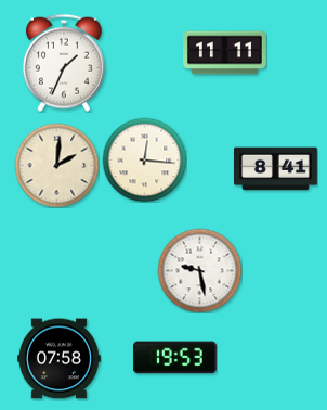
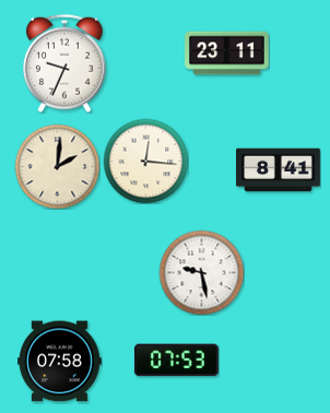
clock at (225, 53): 11:11 -> 23:11
clock at (64, 63): 1:34 -> 9:34
clock at (175, 358): 19:53 -> 07:53
